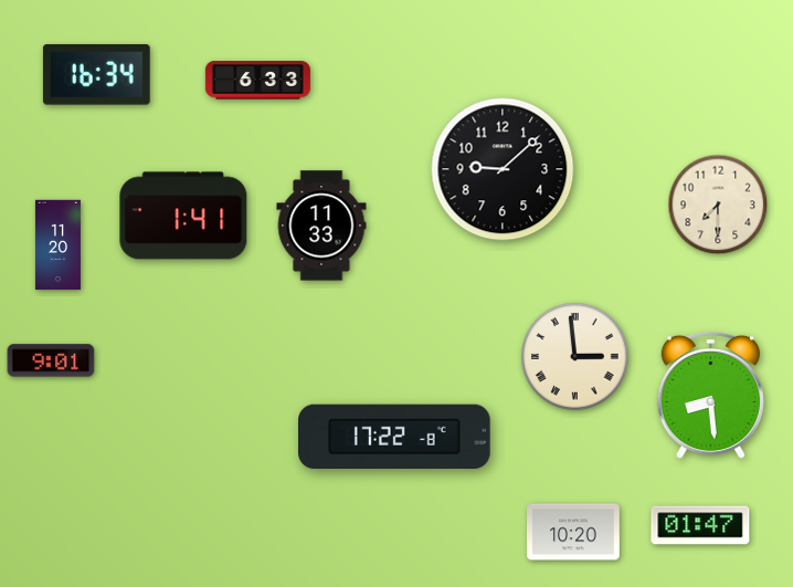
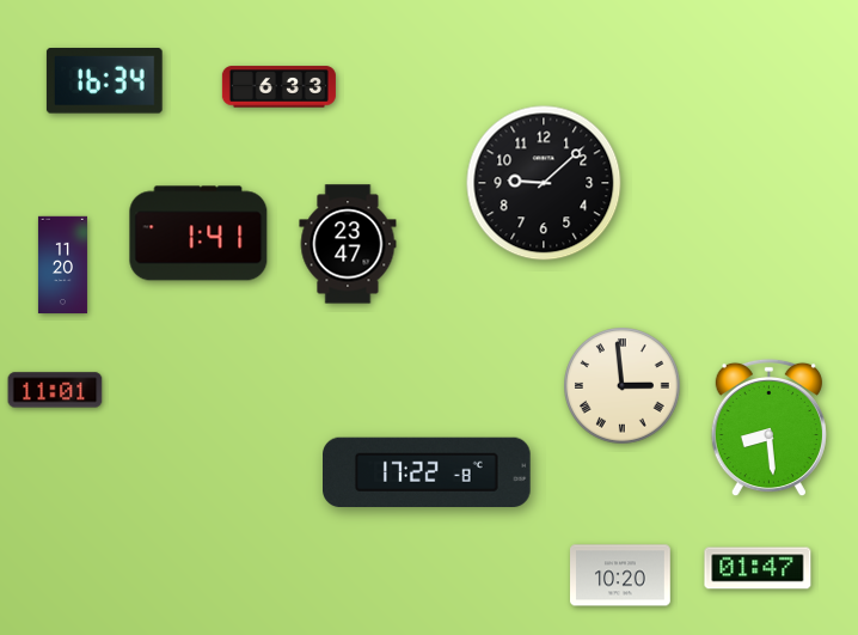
clock at (718, 205): 7:30 -> none
clock at (321, 226): 11:33 -> 23:47
clock at (51, 360): 9:01 -> 11:01
